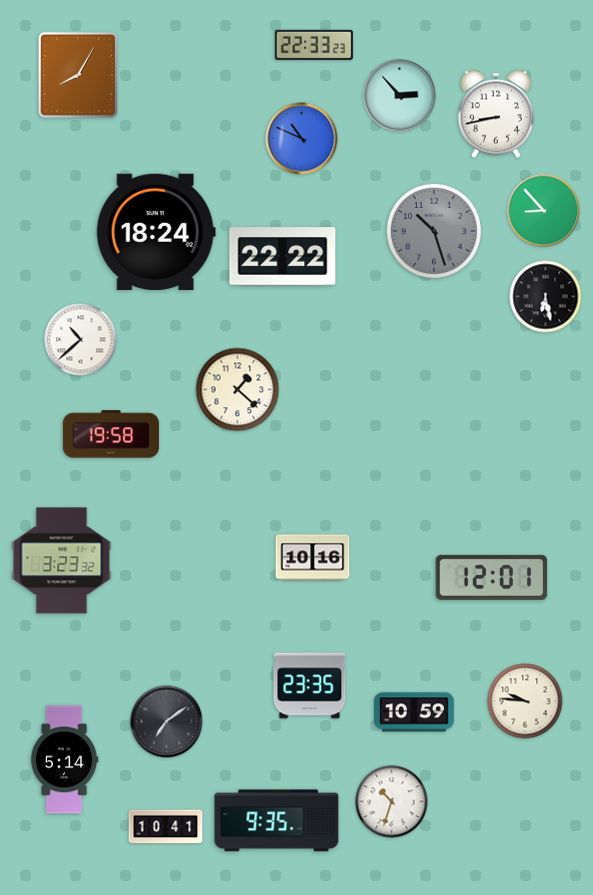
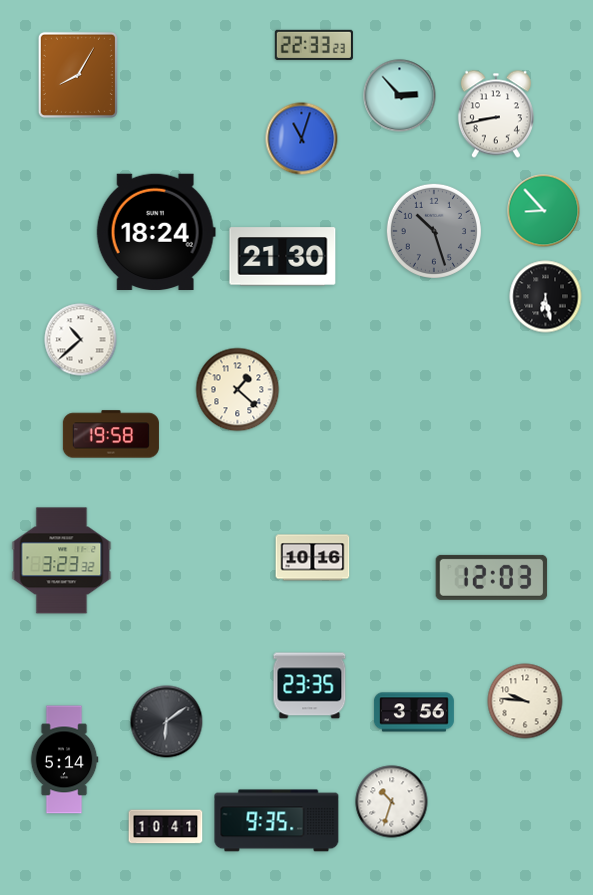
clock at (302, 139): 10:49 -> 11:03
clock at (283, 257): 22:22 -> 21:30
clock at (492, 577): 12:01 -> 12:03
clock at (414, 712): 10:59 -> 3:56
clock at (167, 722): 7:09 -> 6:09
